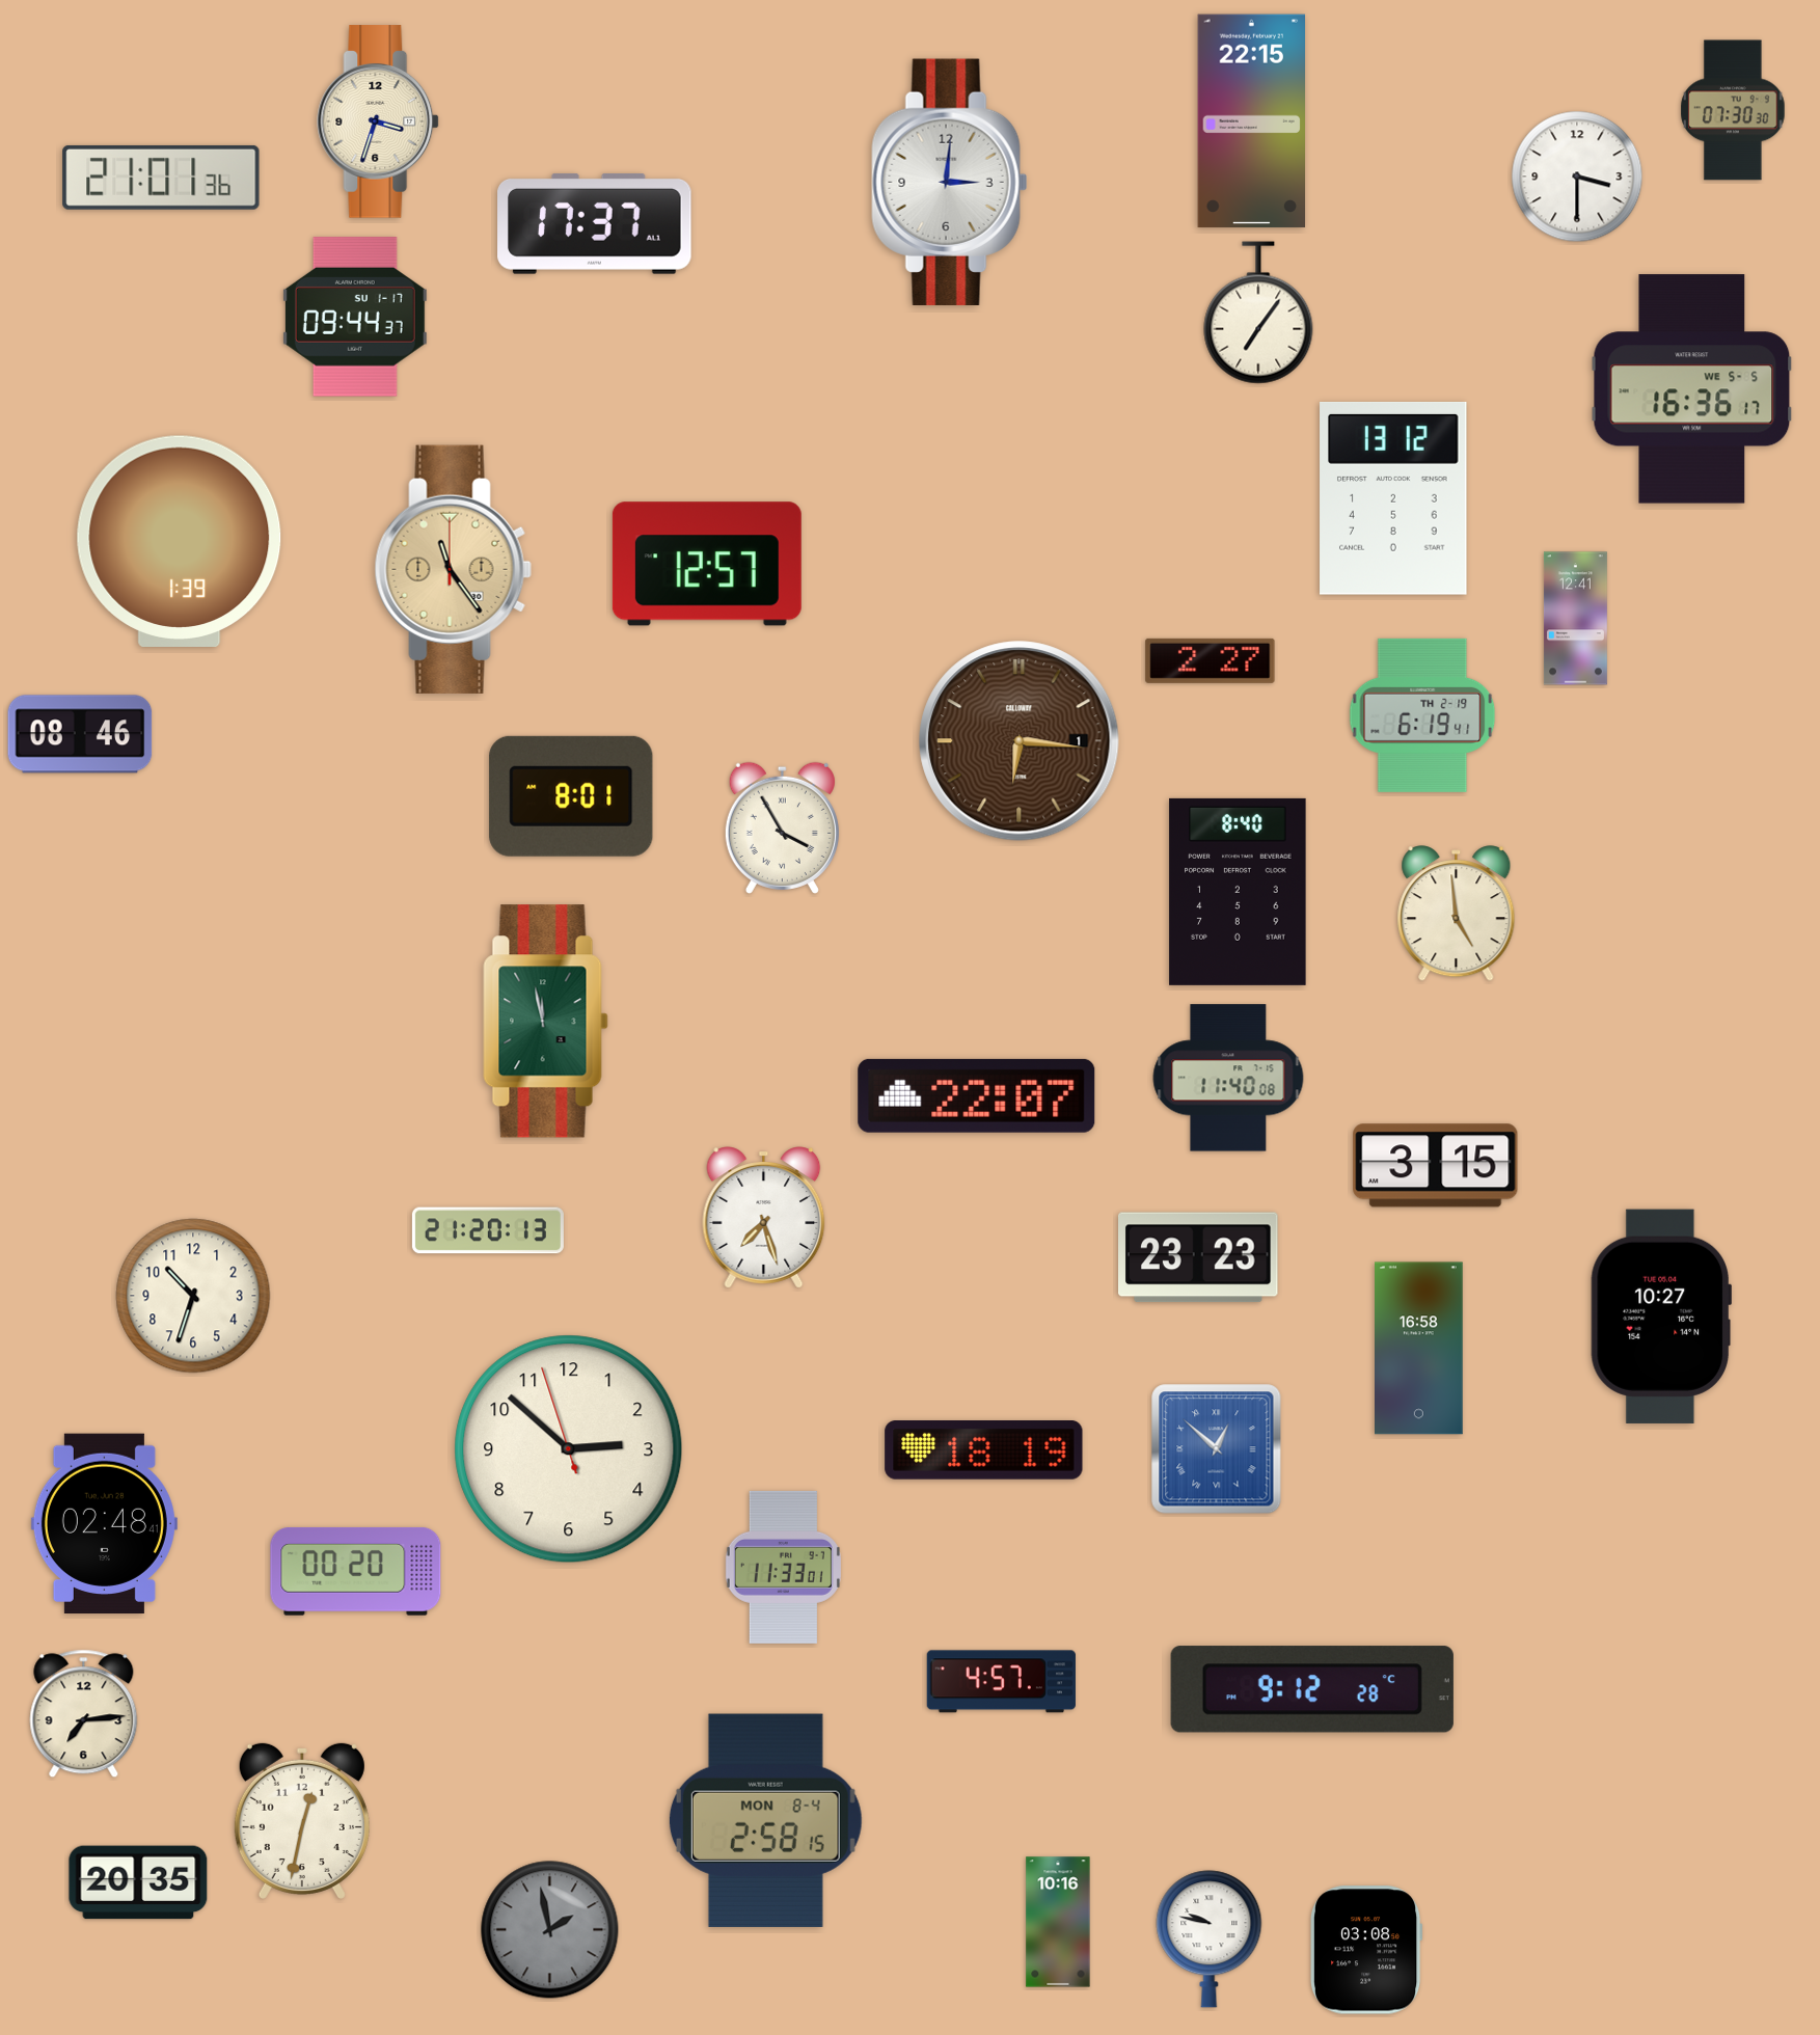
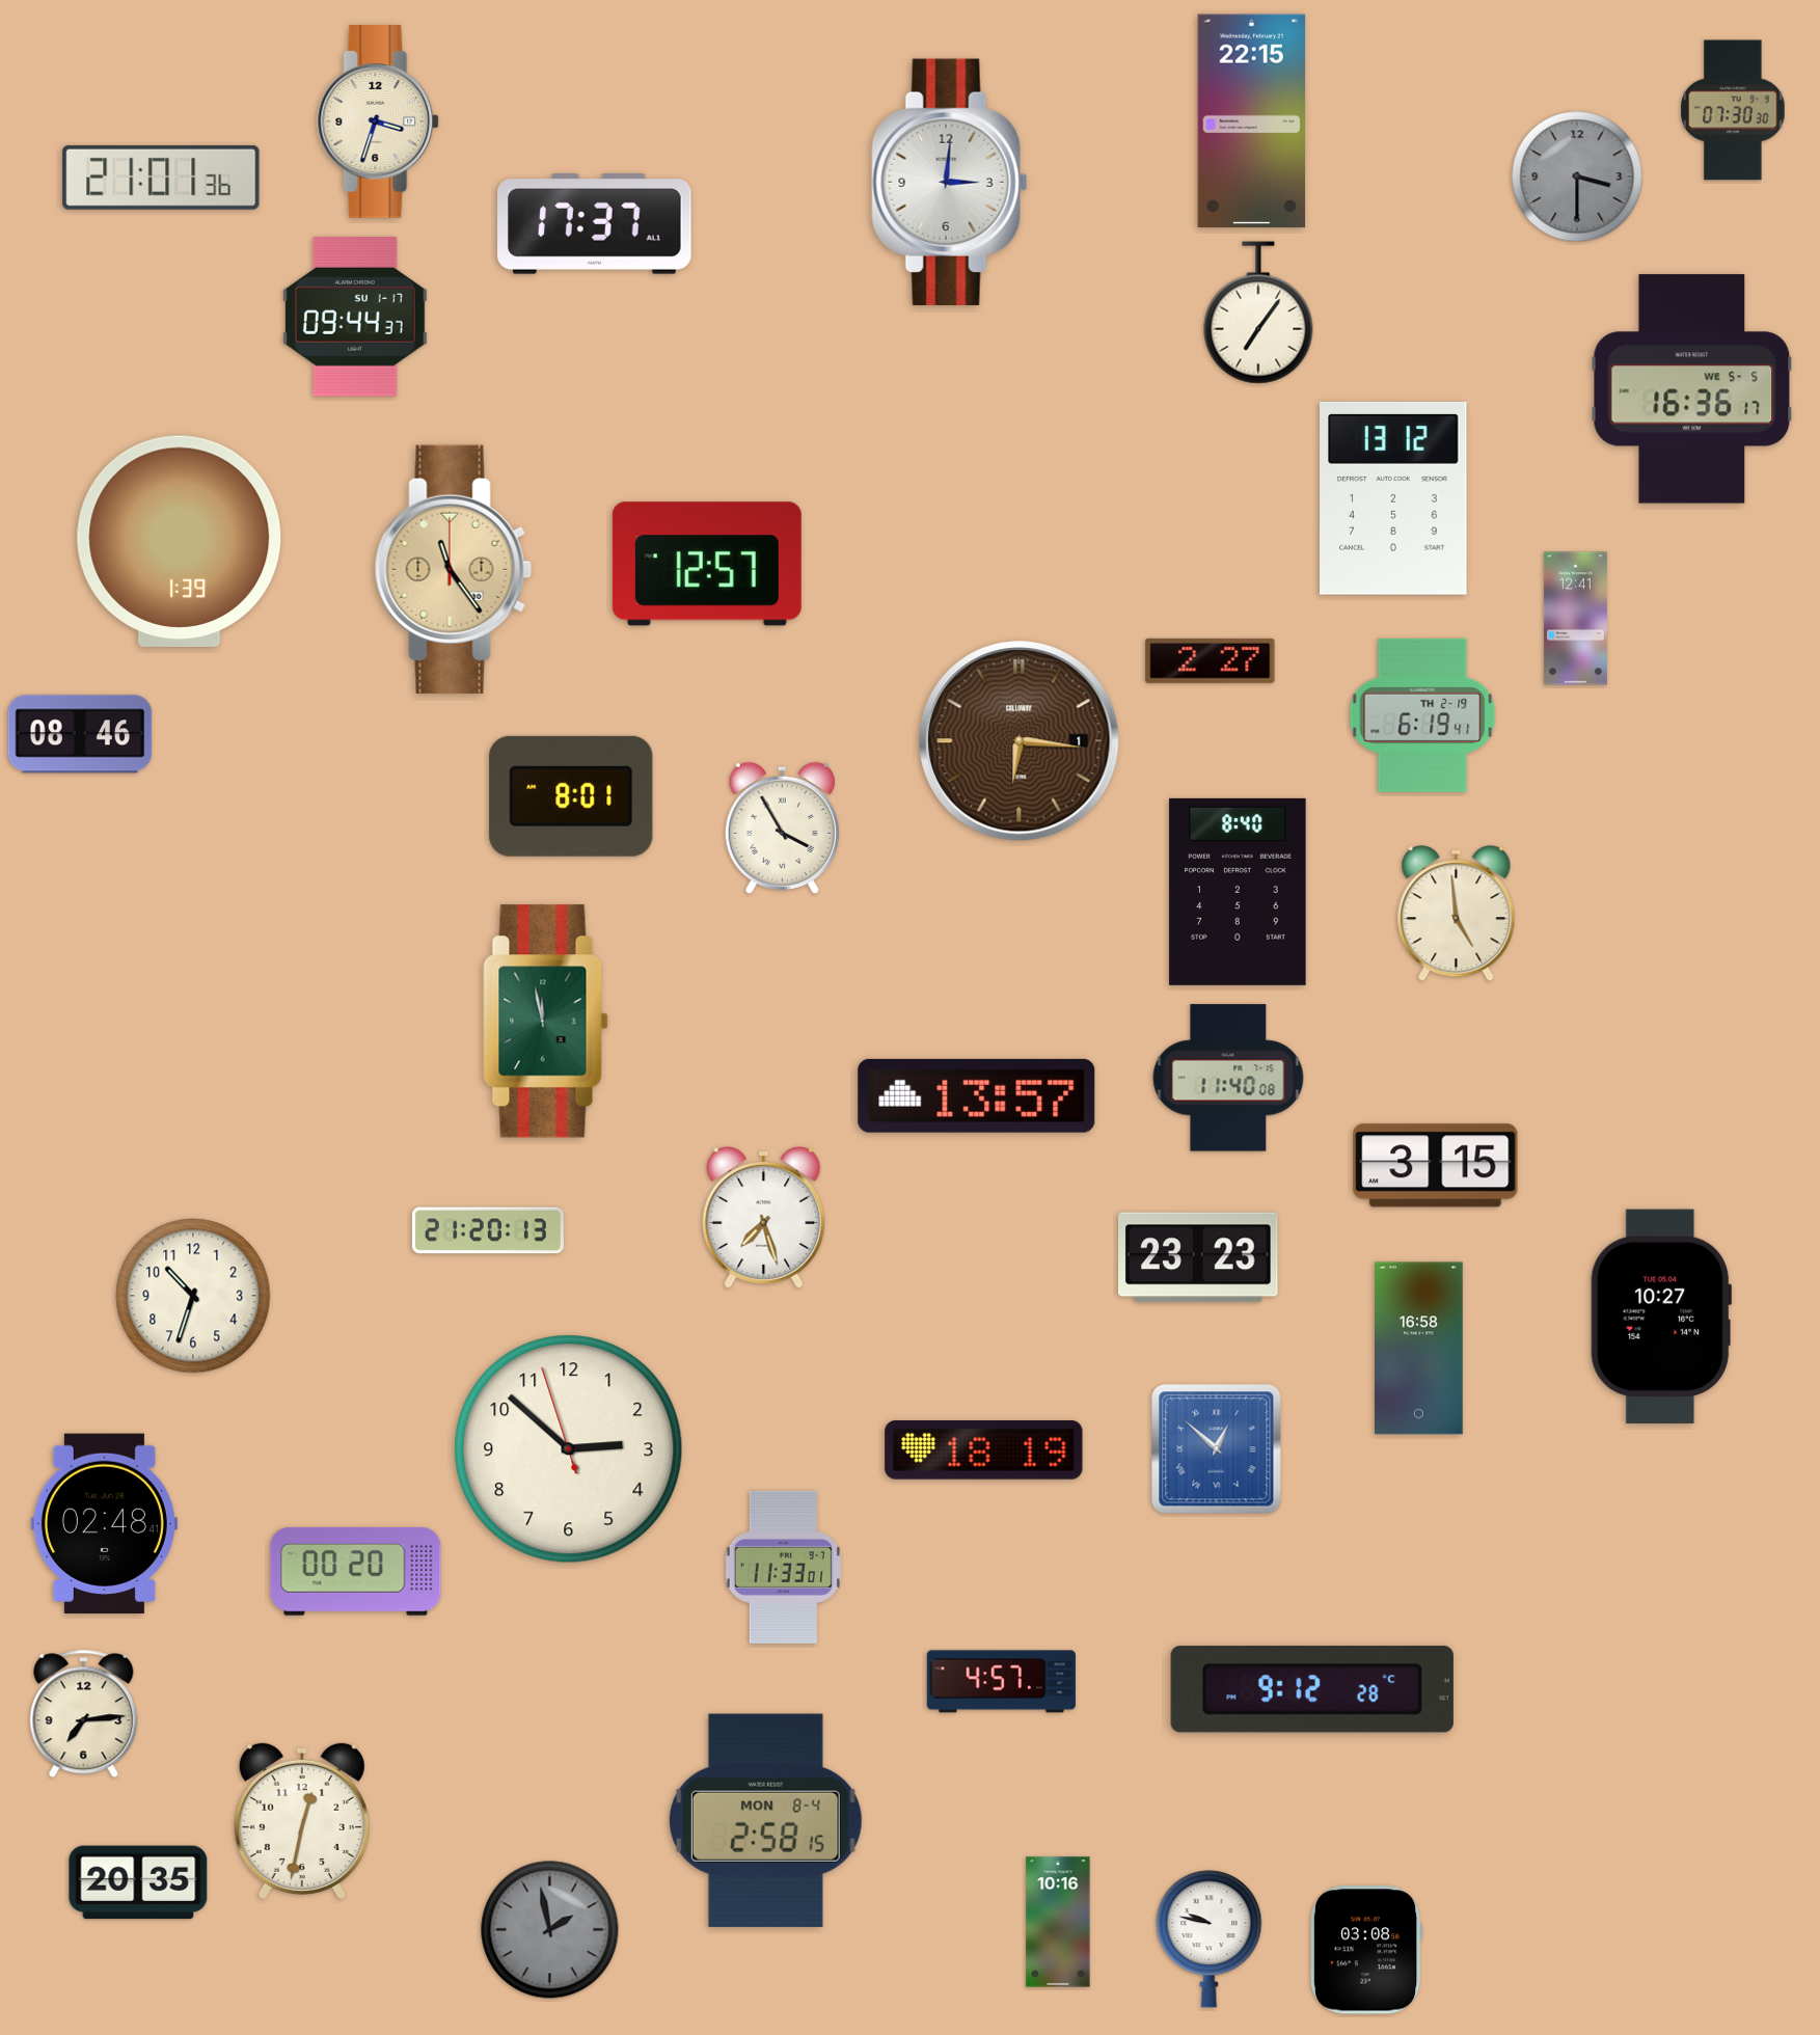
clock at (1577, 177) dial: white -> grey
clock at (977, 1095): 22:07 -> 13:57
